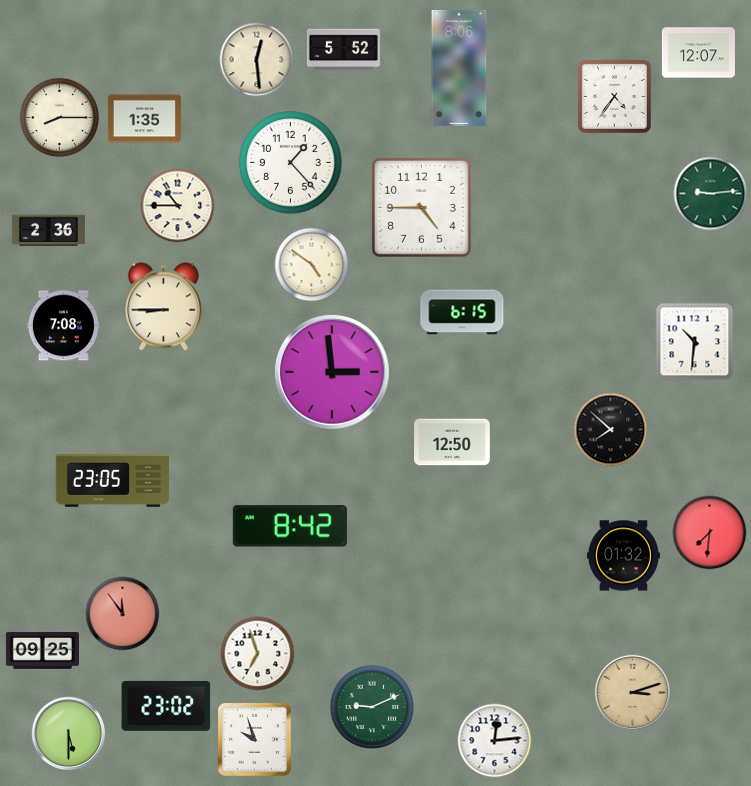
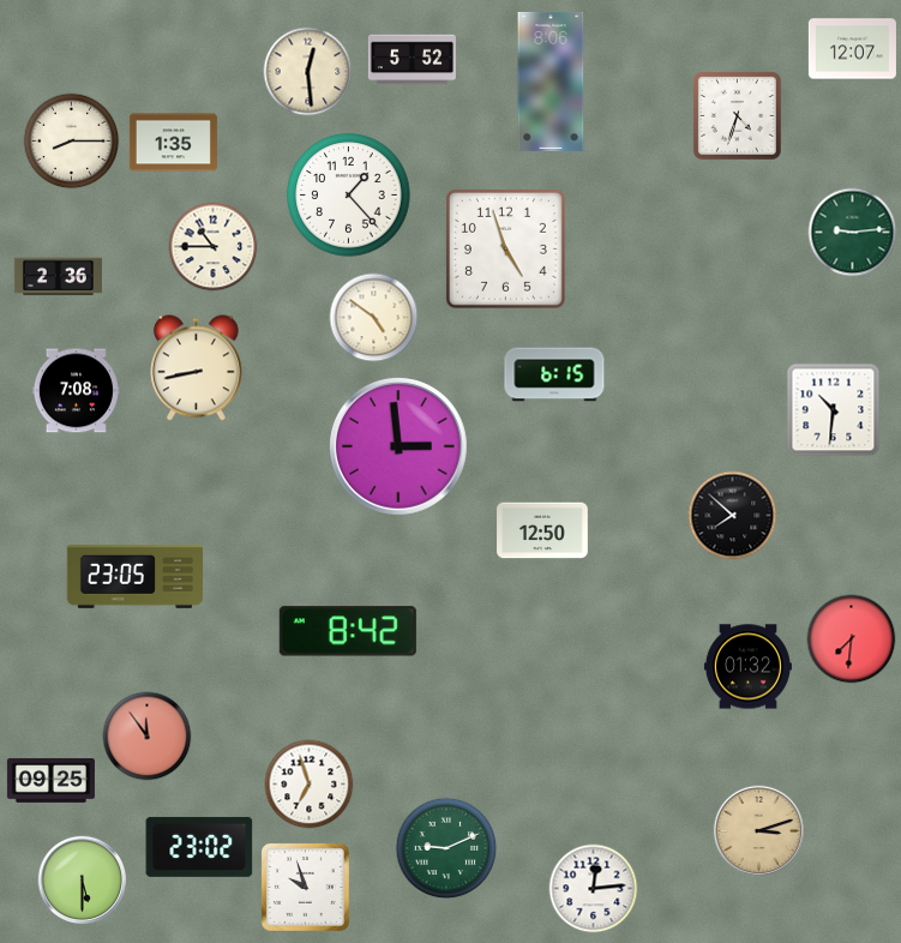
clock at (698, 53) position: (698, 53) -> (852, 49)
clock at (614, 96): 4:36 -> 4:33
clock at (421, 207): 4:45 -> 4:57
clock at (163, 307): 8:45 -> 8:43
